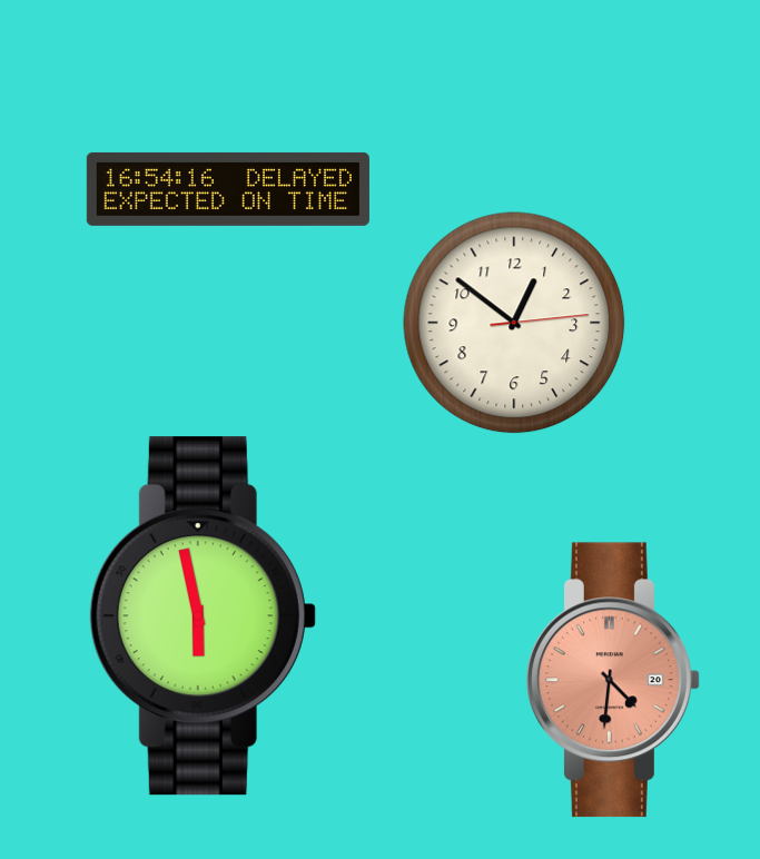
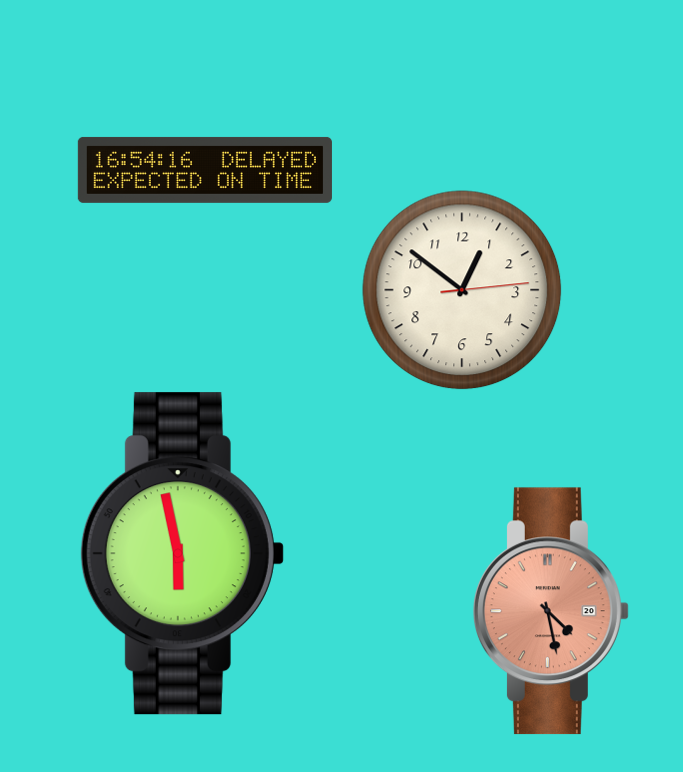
clock at (613, 680): 4:31 -> 4:28
